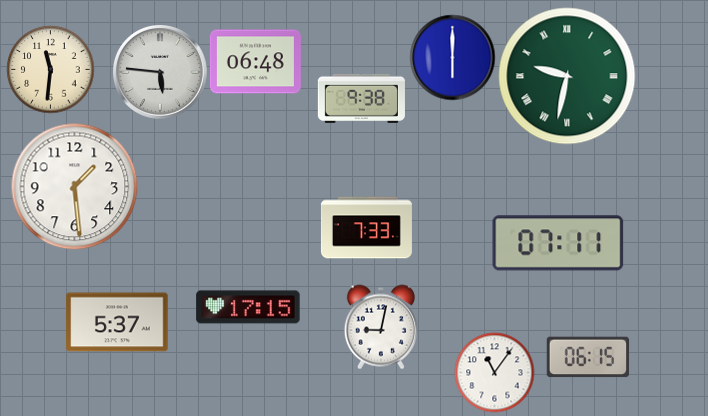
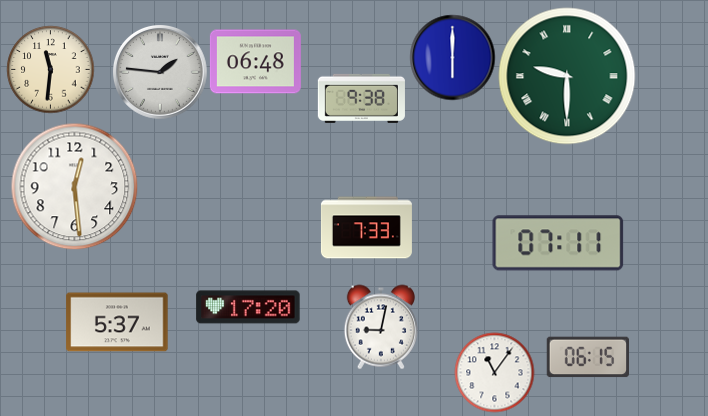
clock at (160, 72): 5:46 -> 1:46
clock at (567, 76): 9:32 -> 9:30
clock at (74, 186): 1:29 -> 12:29
clock at (248, 307): 17:15 -> 17:20
